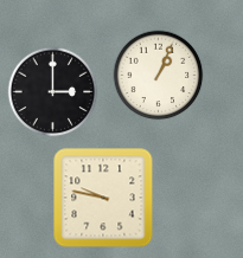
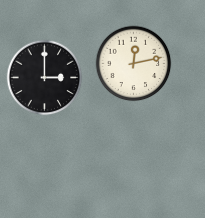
clock at (159, 76): 1:04 -> 12:13
clock at (103, 198): 9:47 -> none
